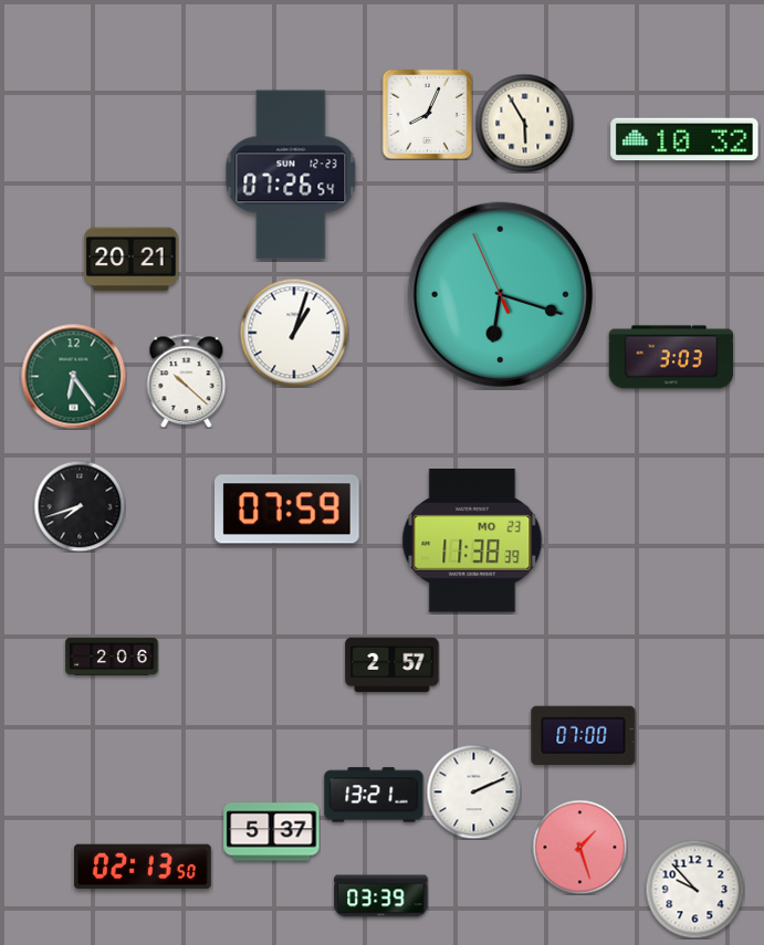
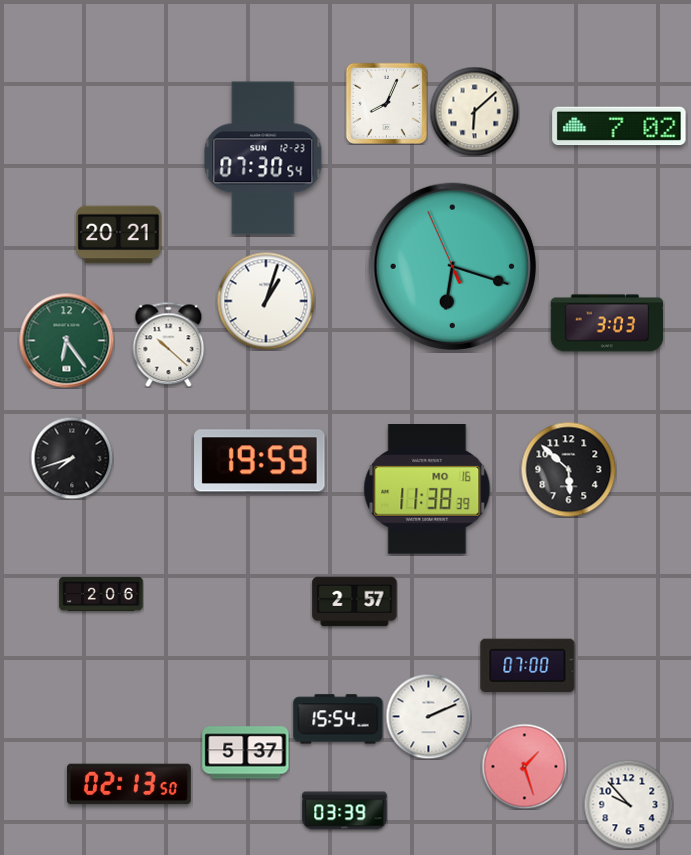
clock at (524, 123): 5:55 -> 6:08
clock at (684, 139): 10:32 -> 7:02
clock at (291, 175): 07:26 -> 07:30
clock at (287, 510): 07:59 -> 19:59
clock at (568, 469): none -> 5:52
clock at (472, 540) date: MO 23 -> MO 16
clock at (374, 795): 13:21 -> 15:54
